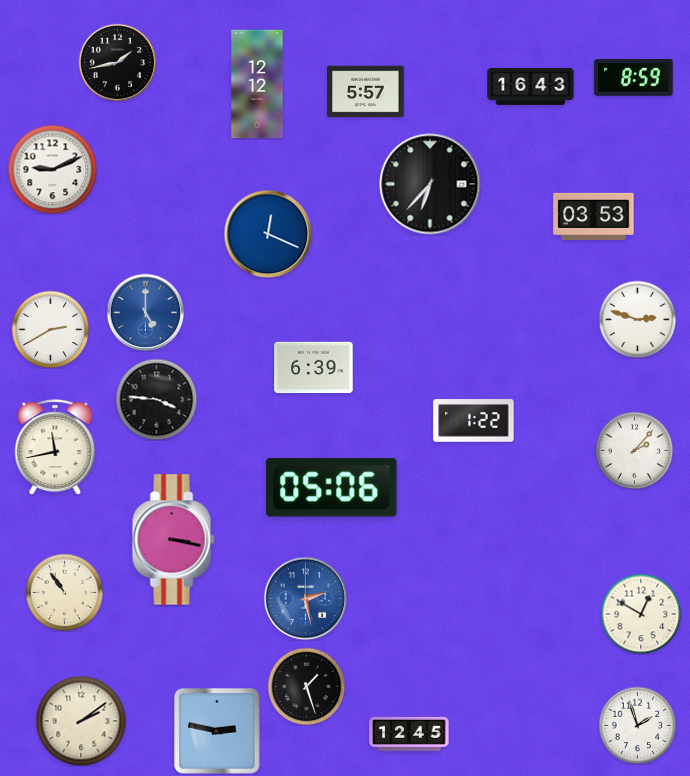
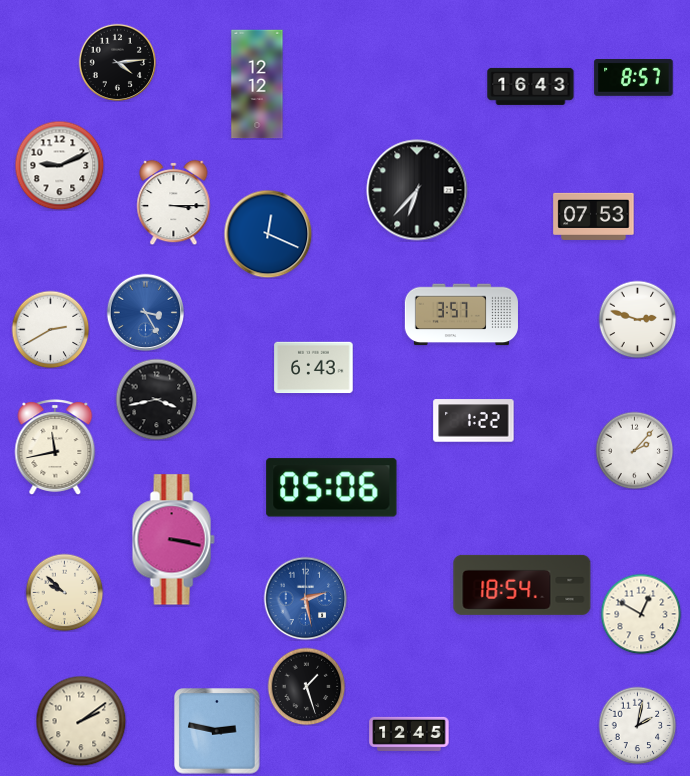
clock at (117, 62): 1:43 -> 4:14
clock at (634, 78): 8:59 -> 8:57
clock at (366, 92): 5:57 -> none
clock at (52, 169) position: (52, 169) -> (59, 165)
clock at (430, 184) position: (430, 184) -> (417, 190)
clock at (174, 202): none -> 3:15
clock at (594, 216): 03:53 -> 07:53
clock at (145, 312): 5:00 -> 3:25
clock at (461, 315): none -> 3:57
clock at (314, 368): 6:39 -> 6:43
clock at (156, 399): 3:46 -> 3:43
clock at (522, 585): none -> 18:54
clock at (64, 592): 10:54 -> 9:52
clock at (637, 725): 1:57 -> 2:02
